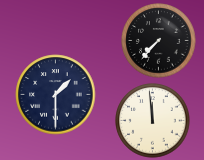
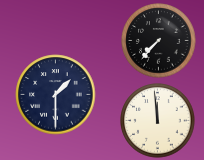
clock at (153, 121) position: (153, 121) -> (158, 121)
